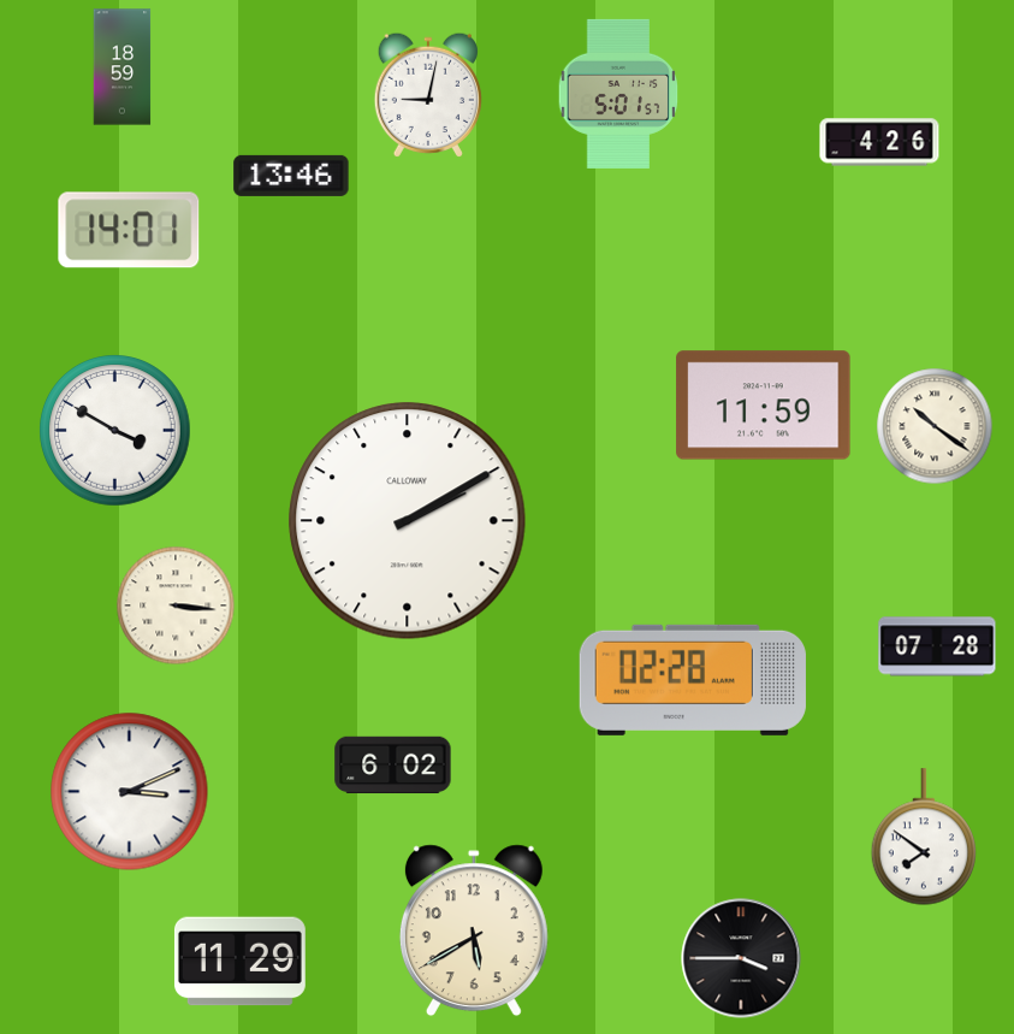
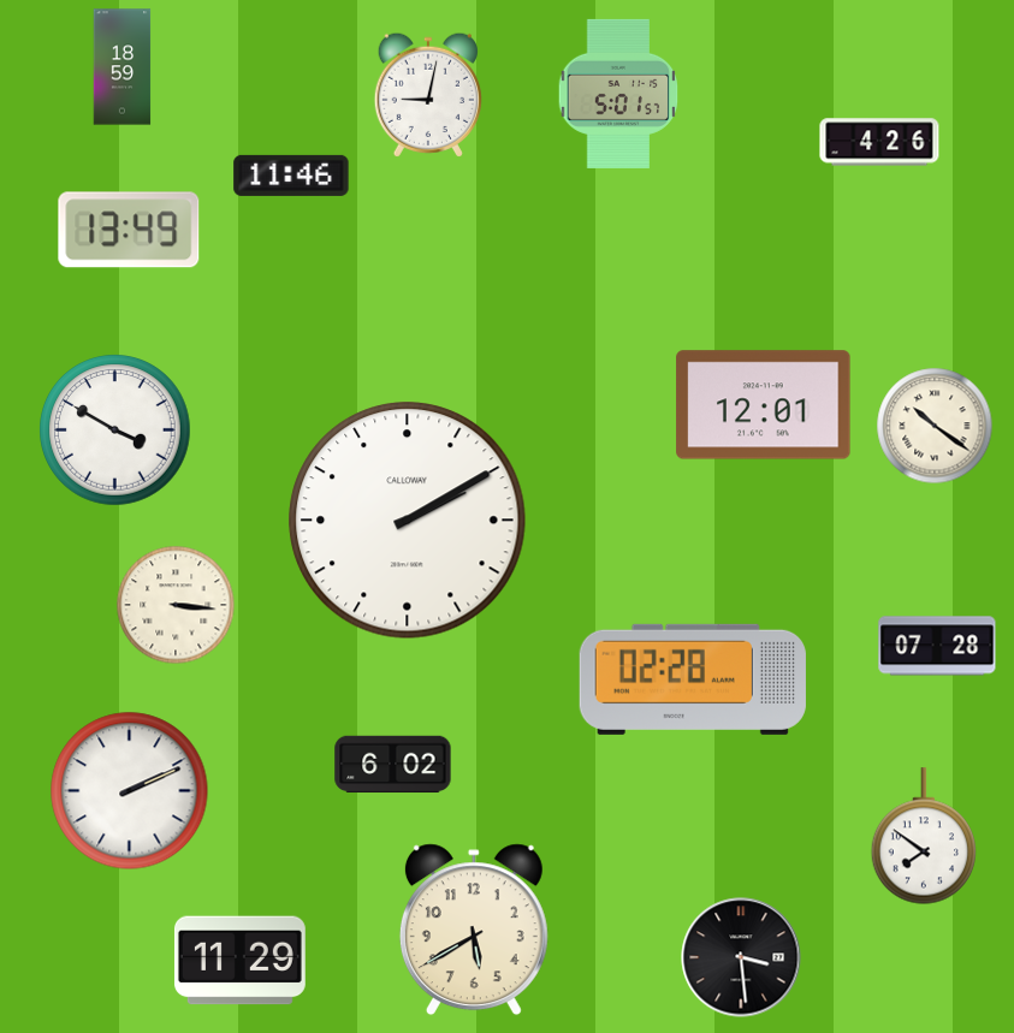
clock at (291, 176): 13:46 -> 11:46
clock at (129, 230): 14:01 -> 13:49
clock at (764, 406): 11:59 -> 12:01
clock at (130, 792): 3:11 -> 2:11
clock at (741, 958): 3:45 -> 3:29
